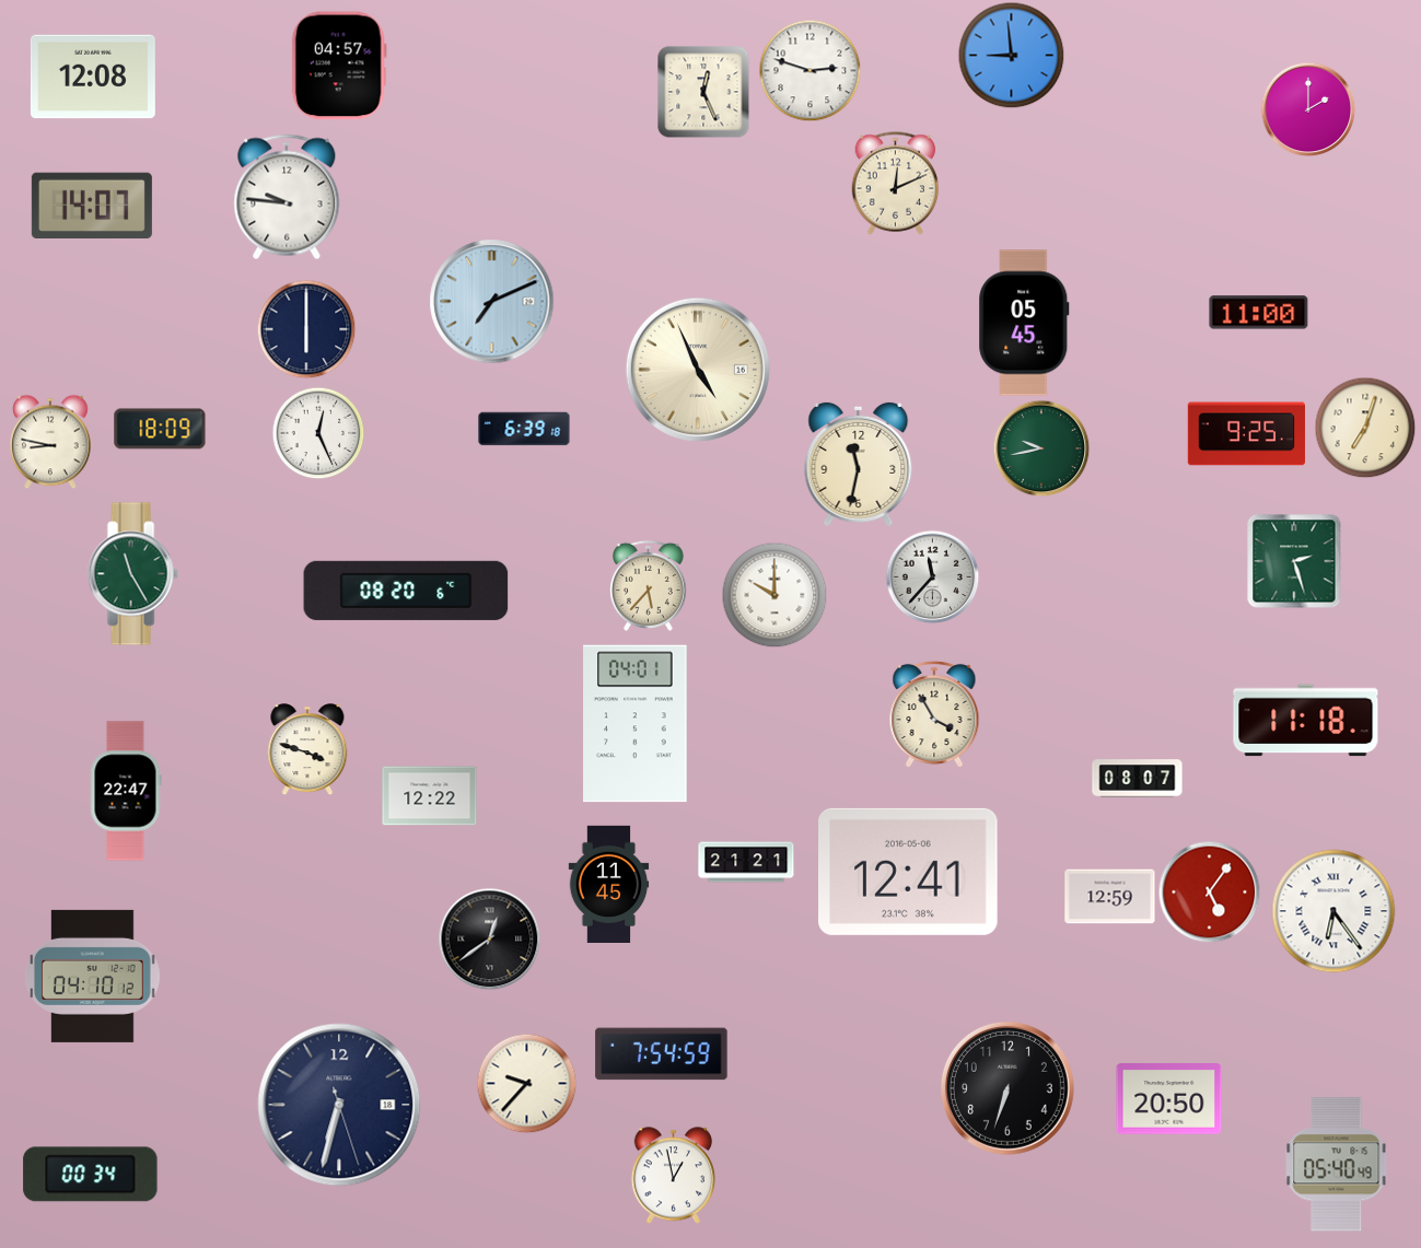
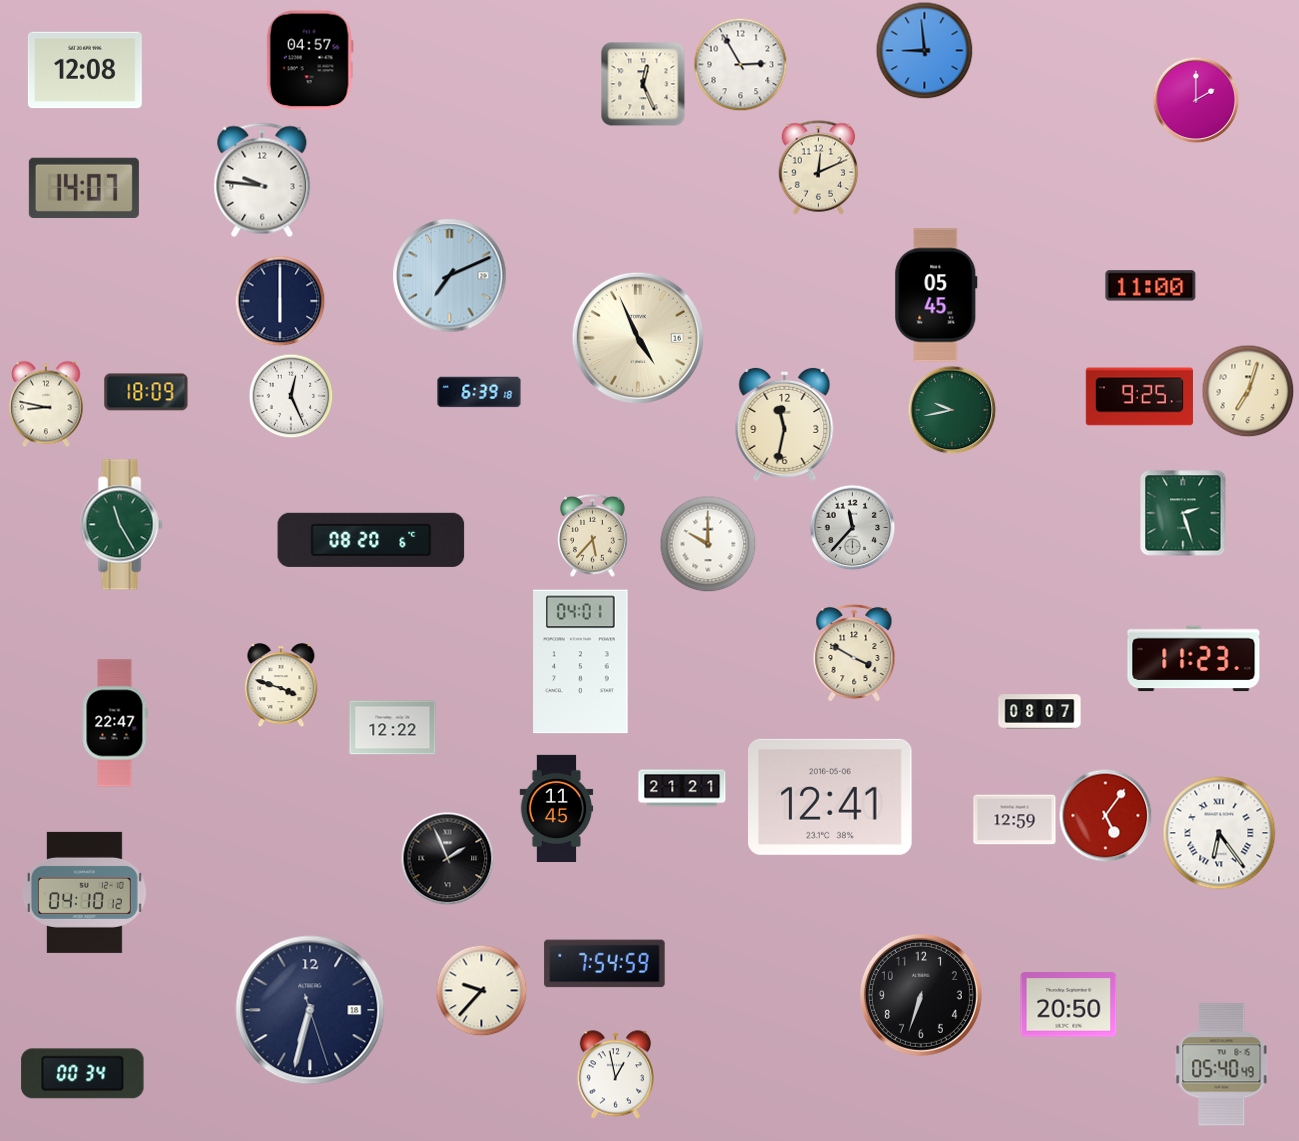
clock at (809, 70): 2:48 -> 2:55
clock at (934, 713): 3:55 -> 3:50
clock at (1306, 721): 11:18 -> 11:23
clock at (489, 938): 12:39 -> 1:56
